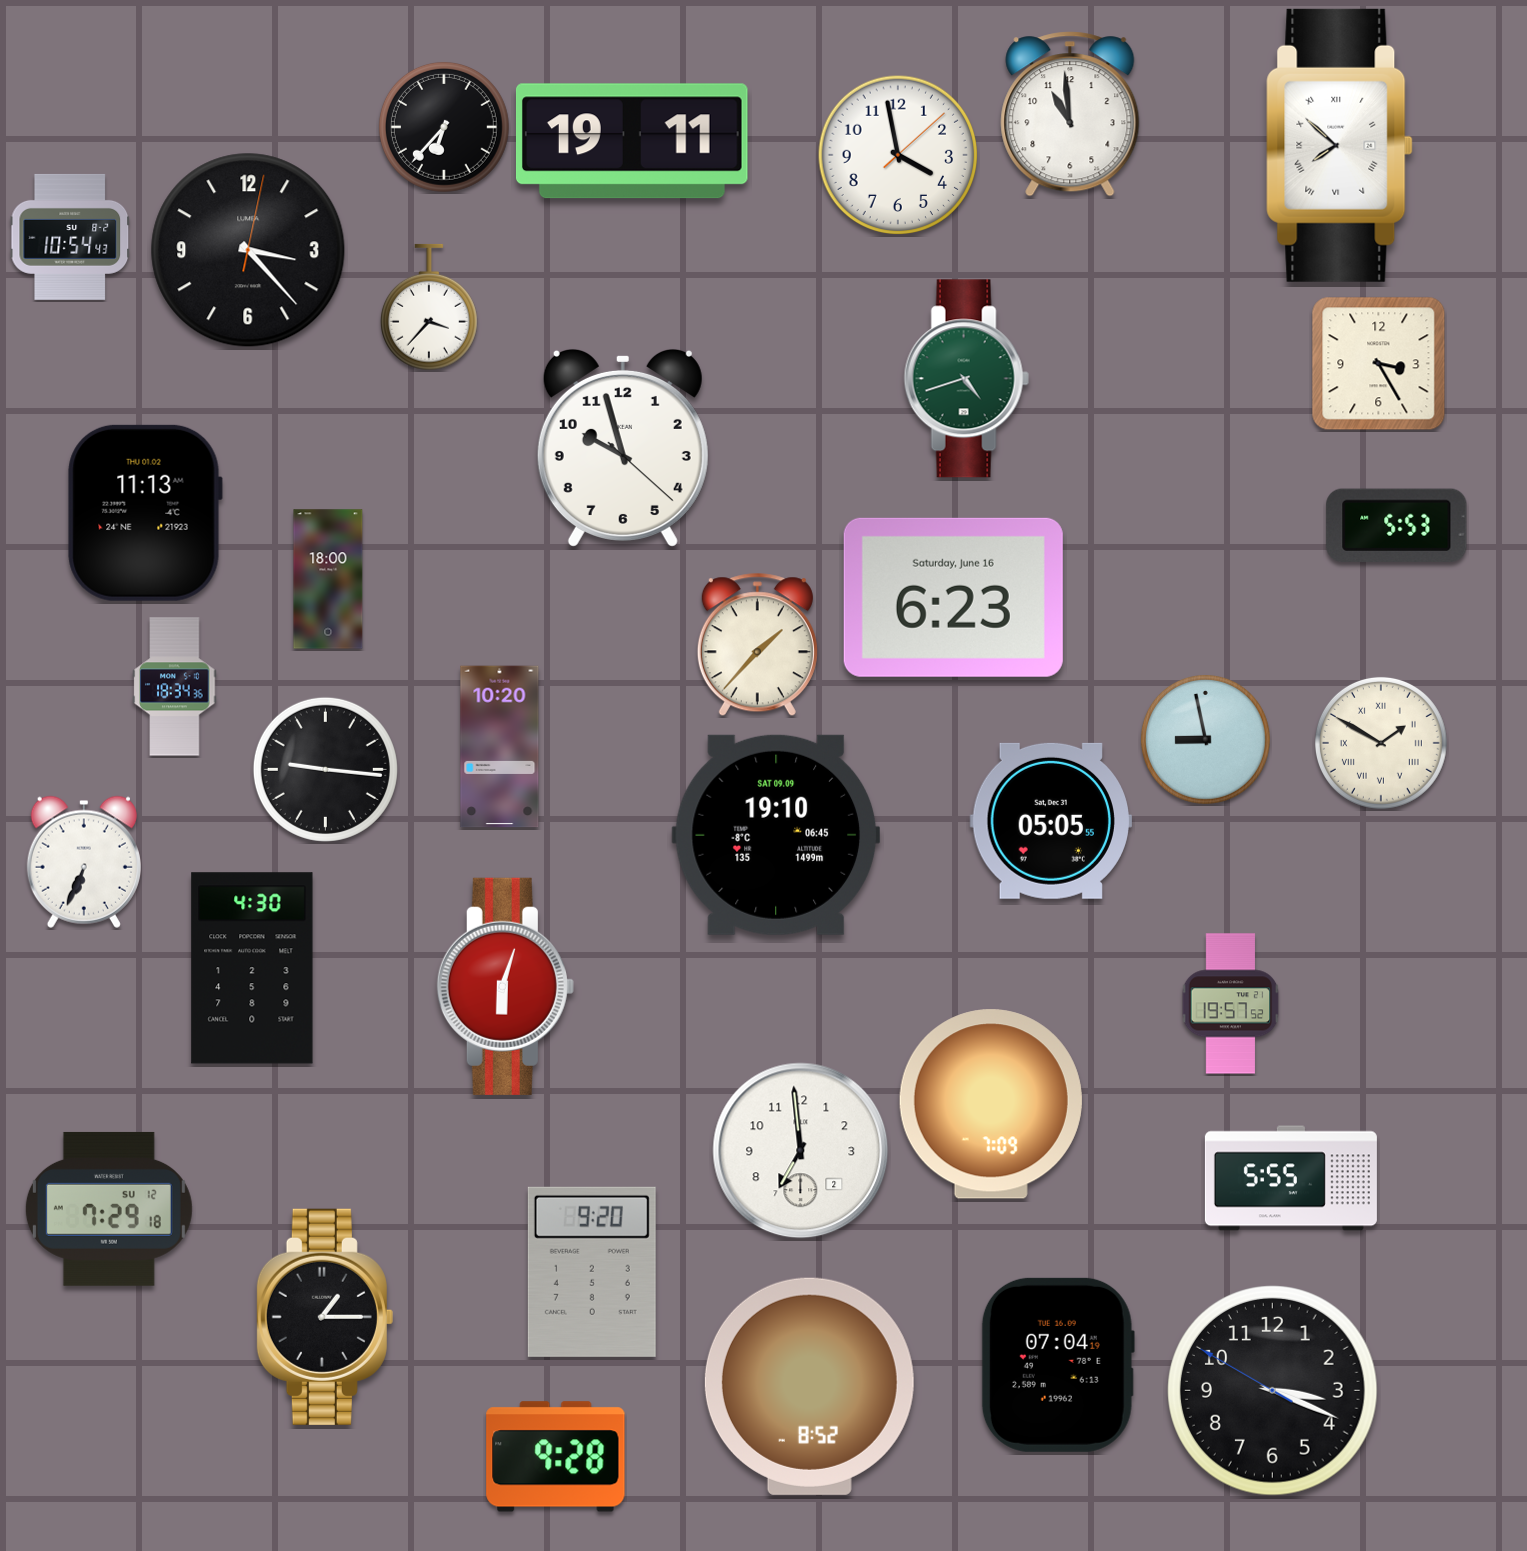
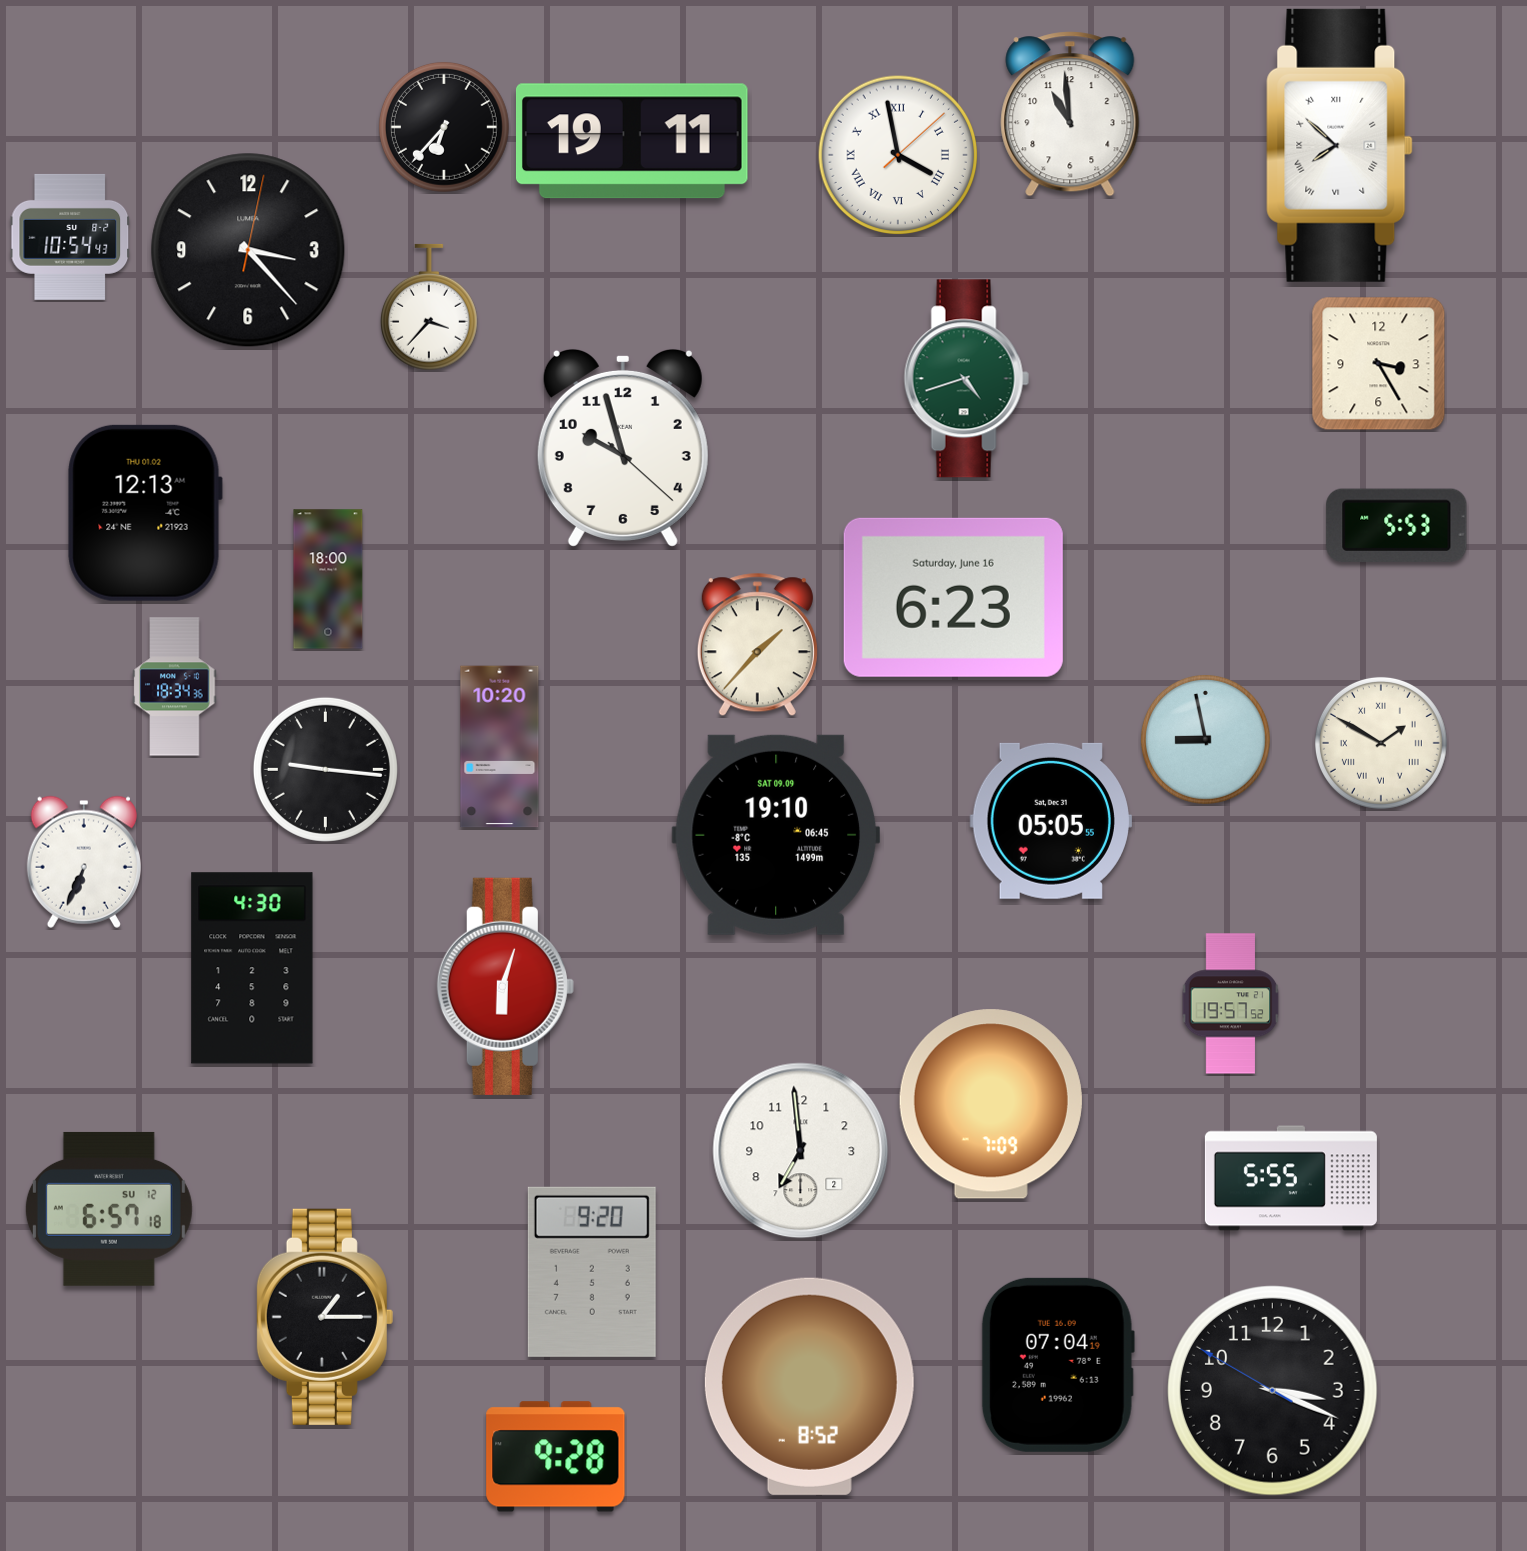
clock at (898, 155) numerals: Arabic -> Roman
clock at (145, 513): 11:13 -> 12:13
clock at (109, 1209): 7:29 -> 6:57
